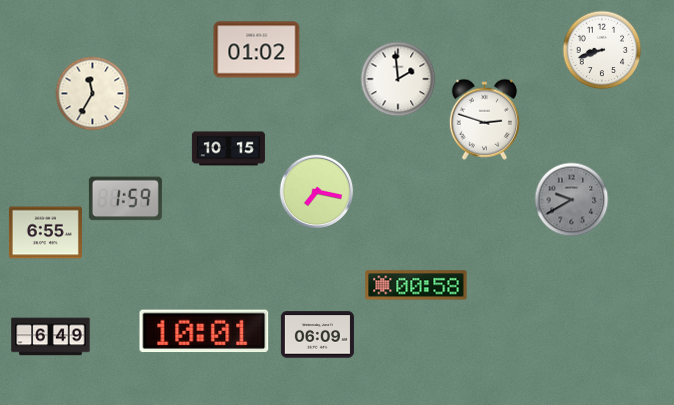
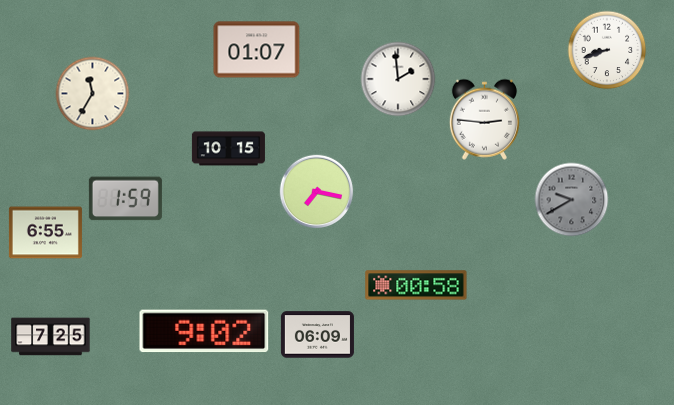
clock at (257, 50): 01:02 -> 01:07
clock at (602, 50) position: (602, 50) -> (607, 50)
clock at (484, 119): 2:48 -> 2:46
clock at (204, 331): 10:01 -> 9:02
clock at (51, 337): 6:49 -> 7:25
